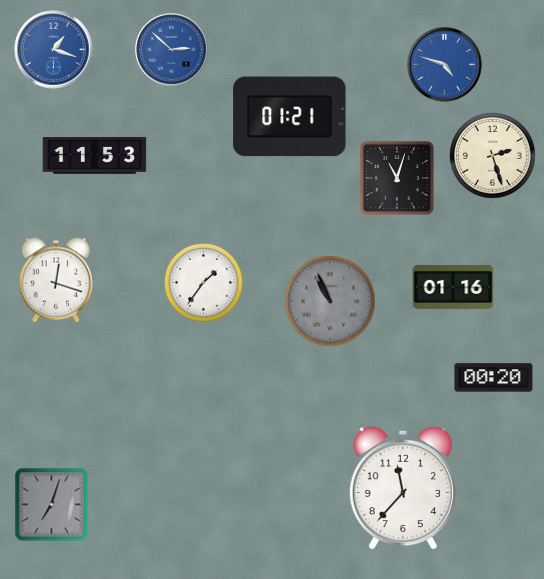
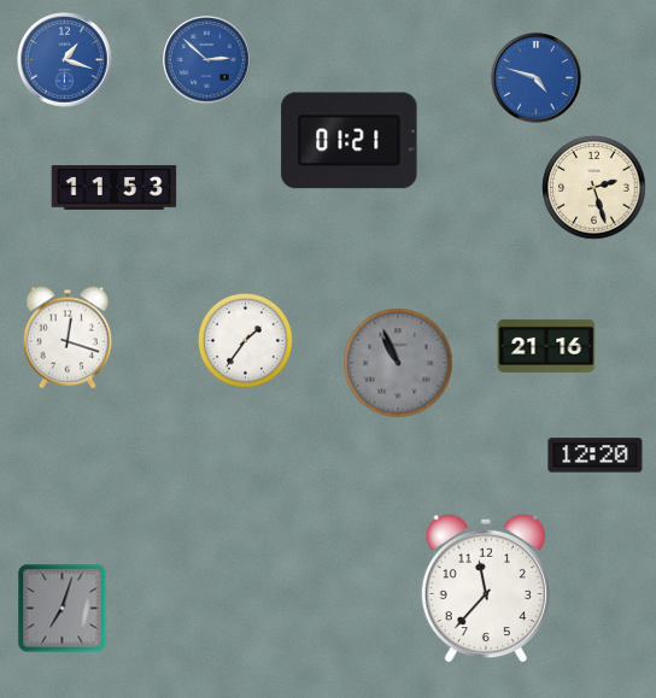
clock at (397, 178): 11:03 -> none
clock at (453, 287): 01:16 -> 21:16
clock at (494, 378): 00:20 -> 12:20
